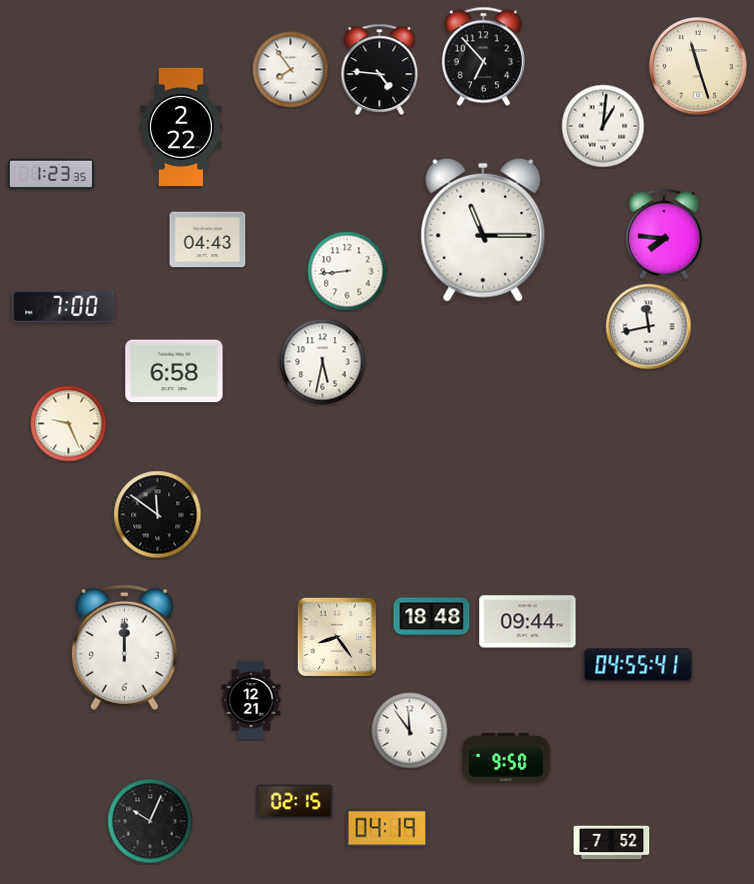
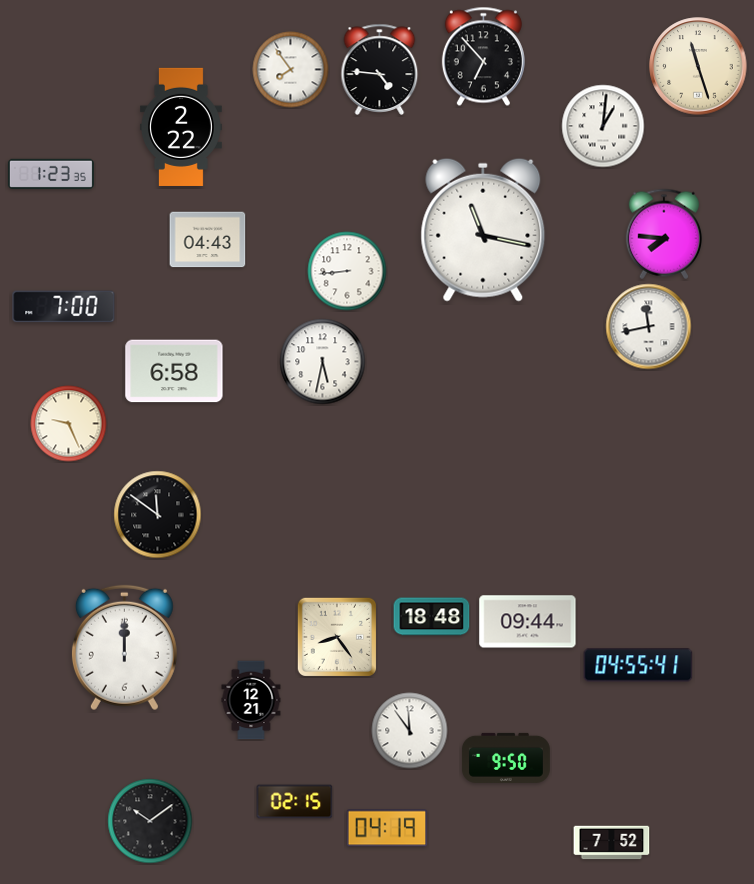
clock at (483, 230): 11:15 -> 11:17
clock at (150, 821): 10:04 -> 10:09
